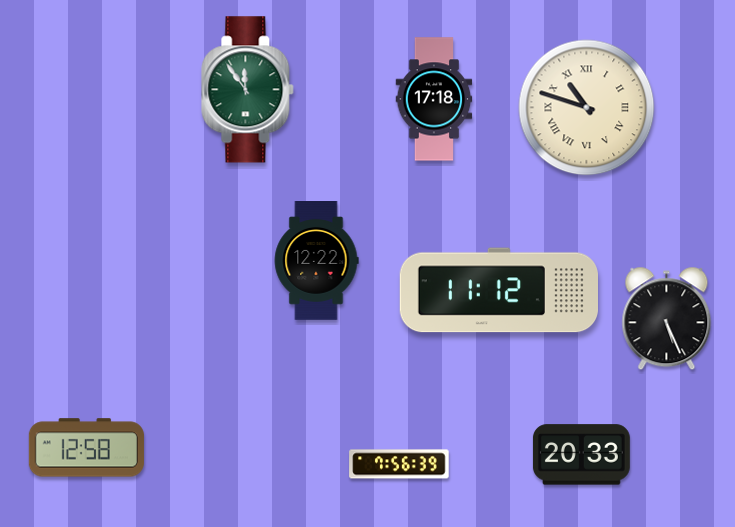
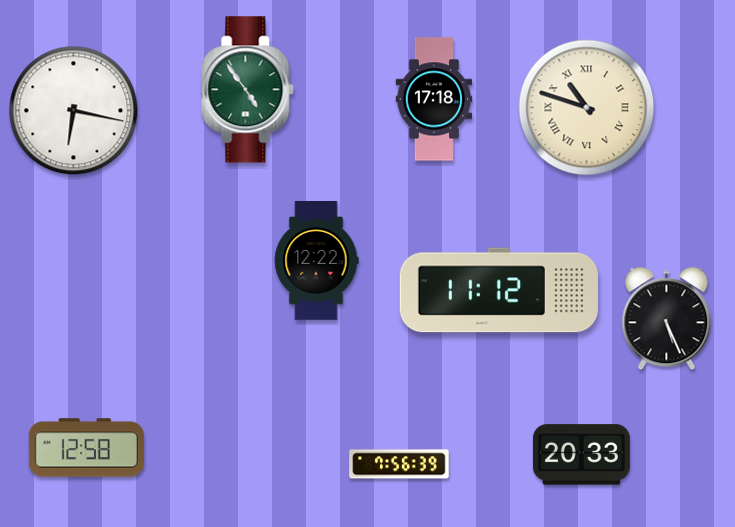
clock at (248, 90): 11:54 -> 4:54
clock at (74, 111): none -> 6:17
